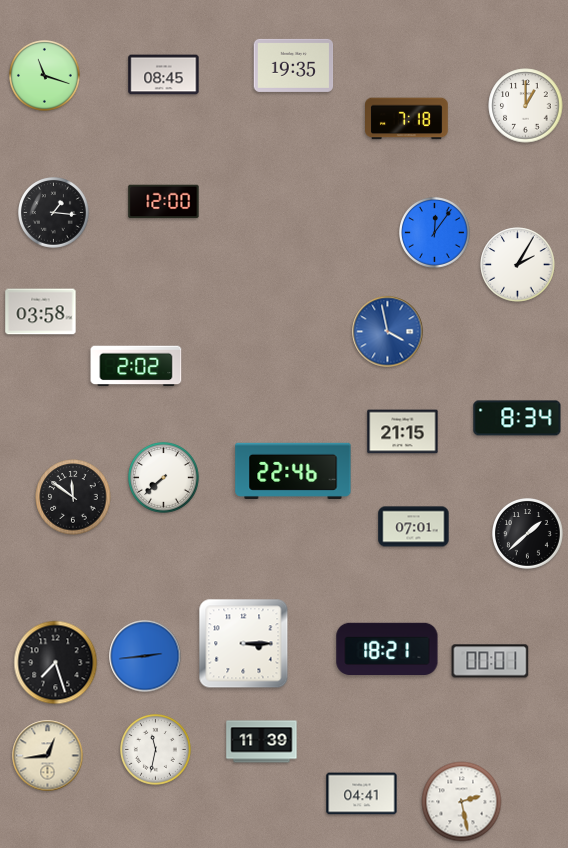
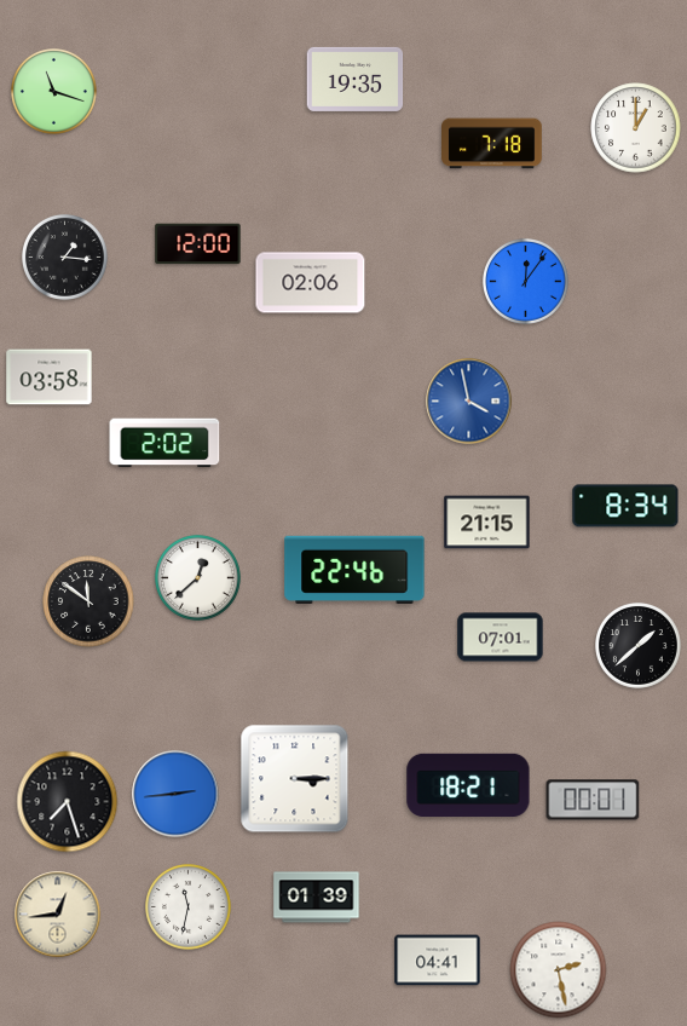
clock at (164, 75): 08:45 -> none
clock at (311, 283): none -> 02:06
clock at (518, 265): 2:05 -> none
clock at (164, 478): 7:38 -> 12:38
clock at (262, 742): 11:39 -> 01:39
